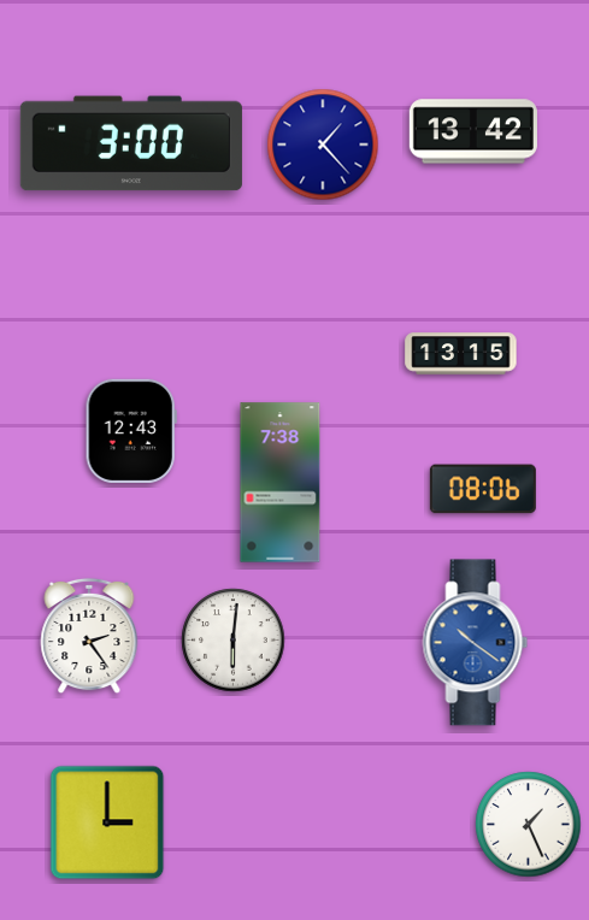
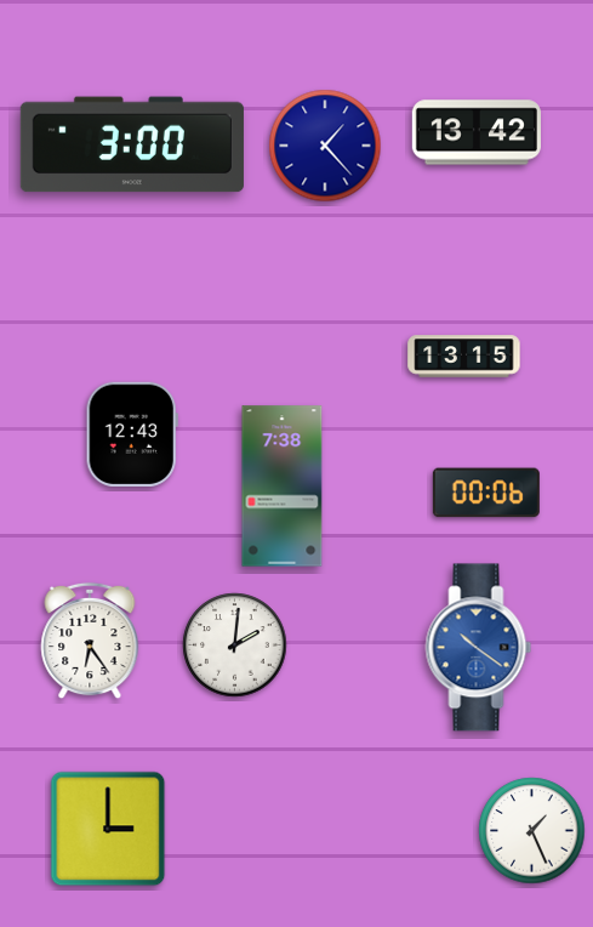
clock at (483, 489): 08:06 -> 00:06
clock at (89, 636): 2:24 -> 6:24
clock at (234, 641): 6:01 -> 2:01
